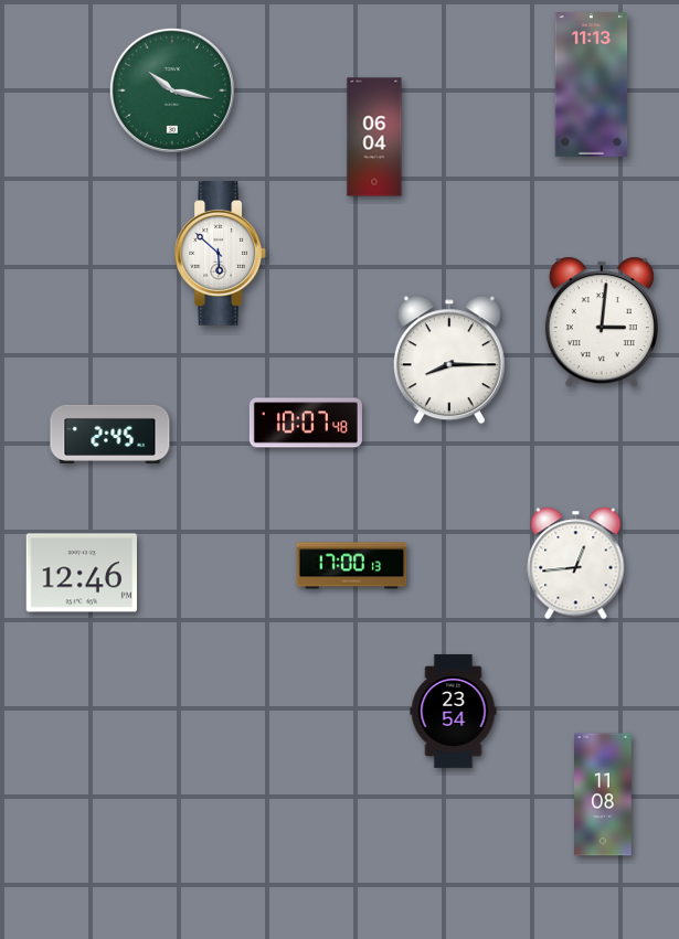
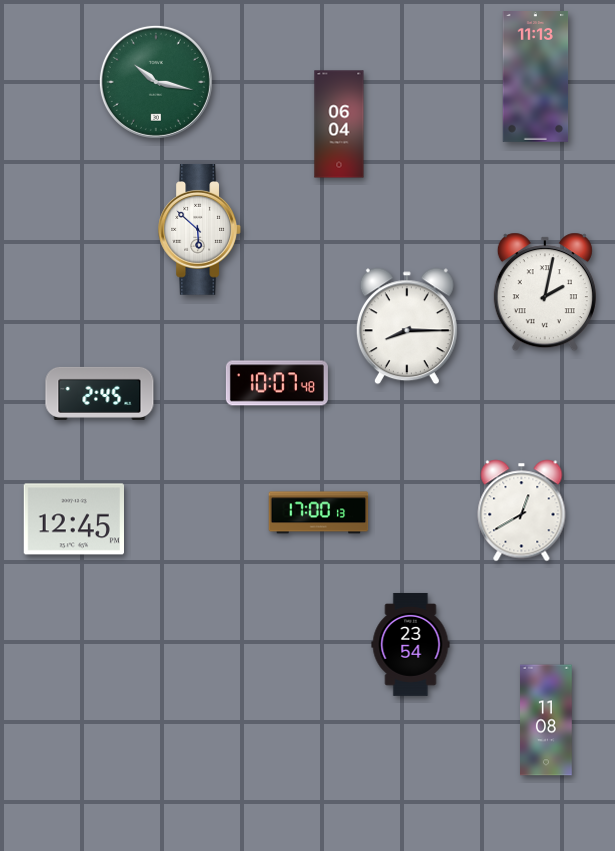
clock at (602, 322): 3:01 -> 2:02
clock at (576, 564): 12:44 -> 12:40
clock at (81, 573): 12:46 -> 12:45
